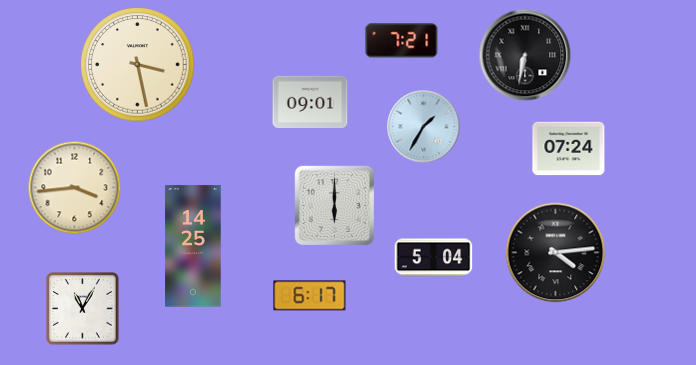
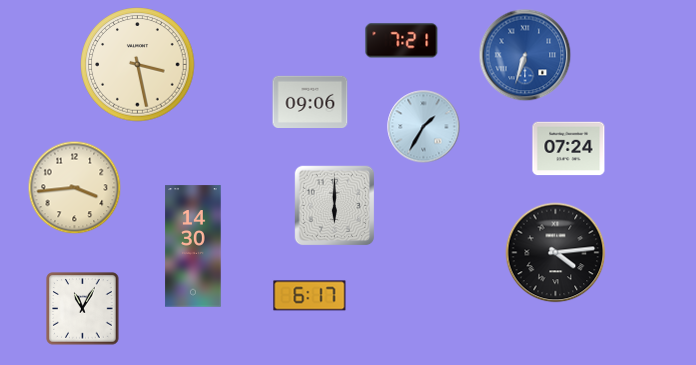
clock at (525, 55): 6:32 -> 6:33
clock at (525, 55) dial: black -> blue
clock at (310, 101): 09:01 -> 09:06
clock at (193, 246): 14:25 -> 14:30
clock at (434, 258): 5:04 -> none
